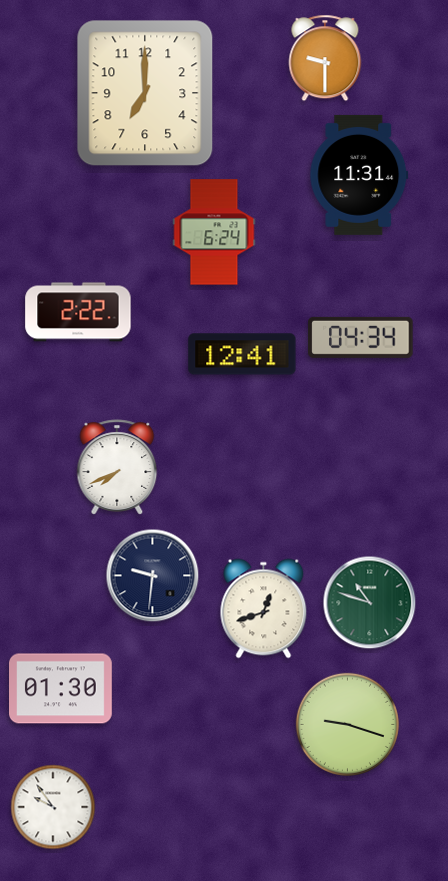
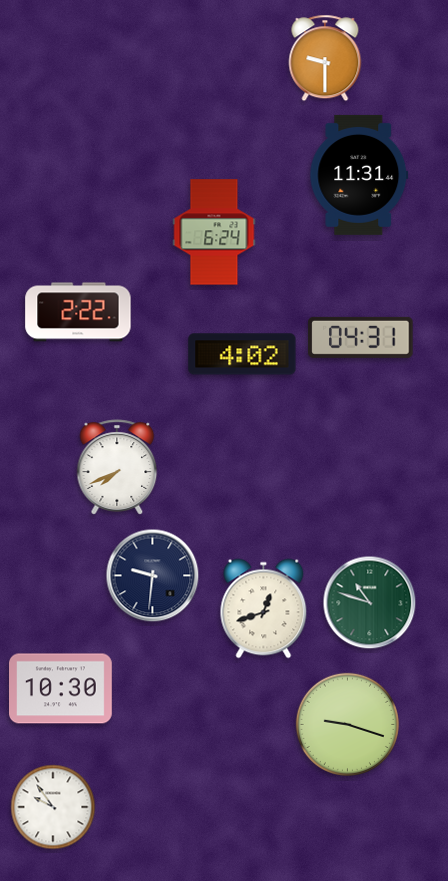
clock at (145, 93): 7:00 -> none
clock at (361, 337): 04:34 -> 04:31
clock at (242, 354): 12:41 -> 4:02
clock at (61, 689): 01:30 -> 10:30
